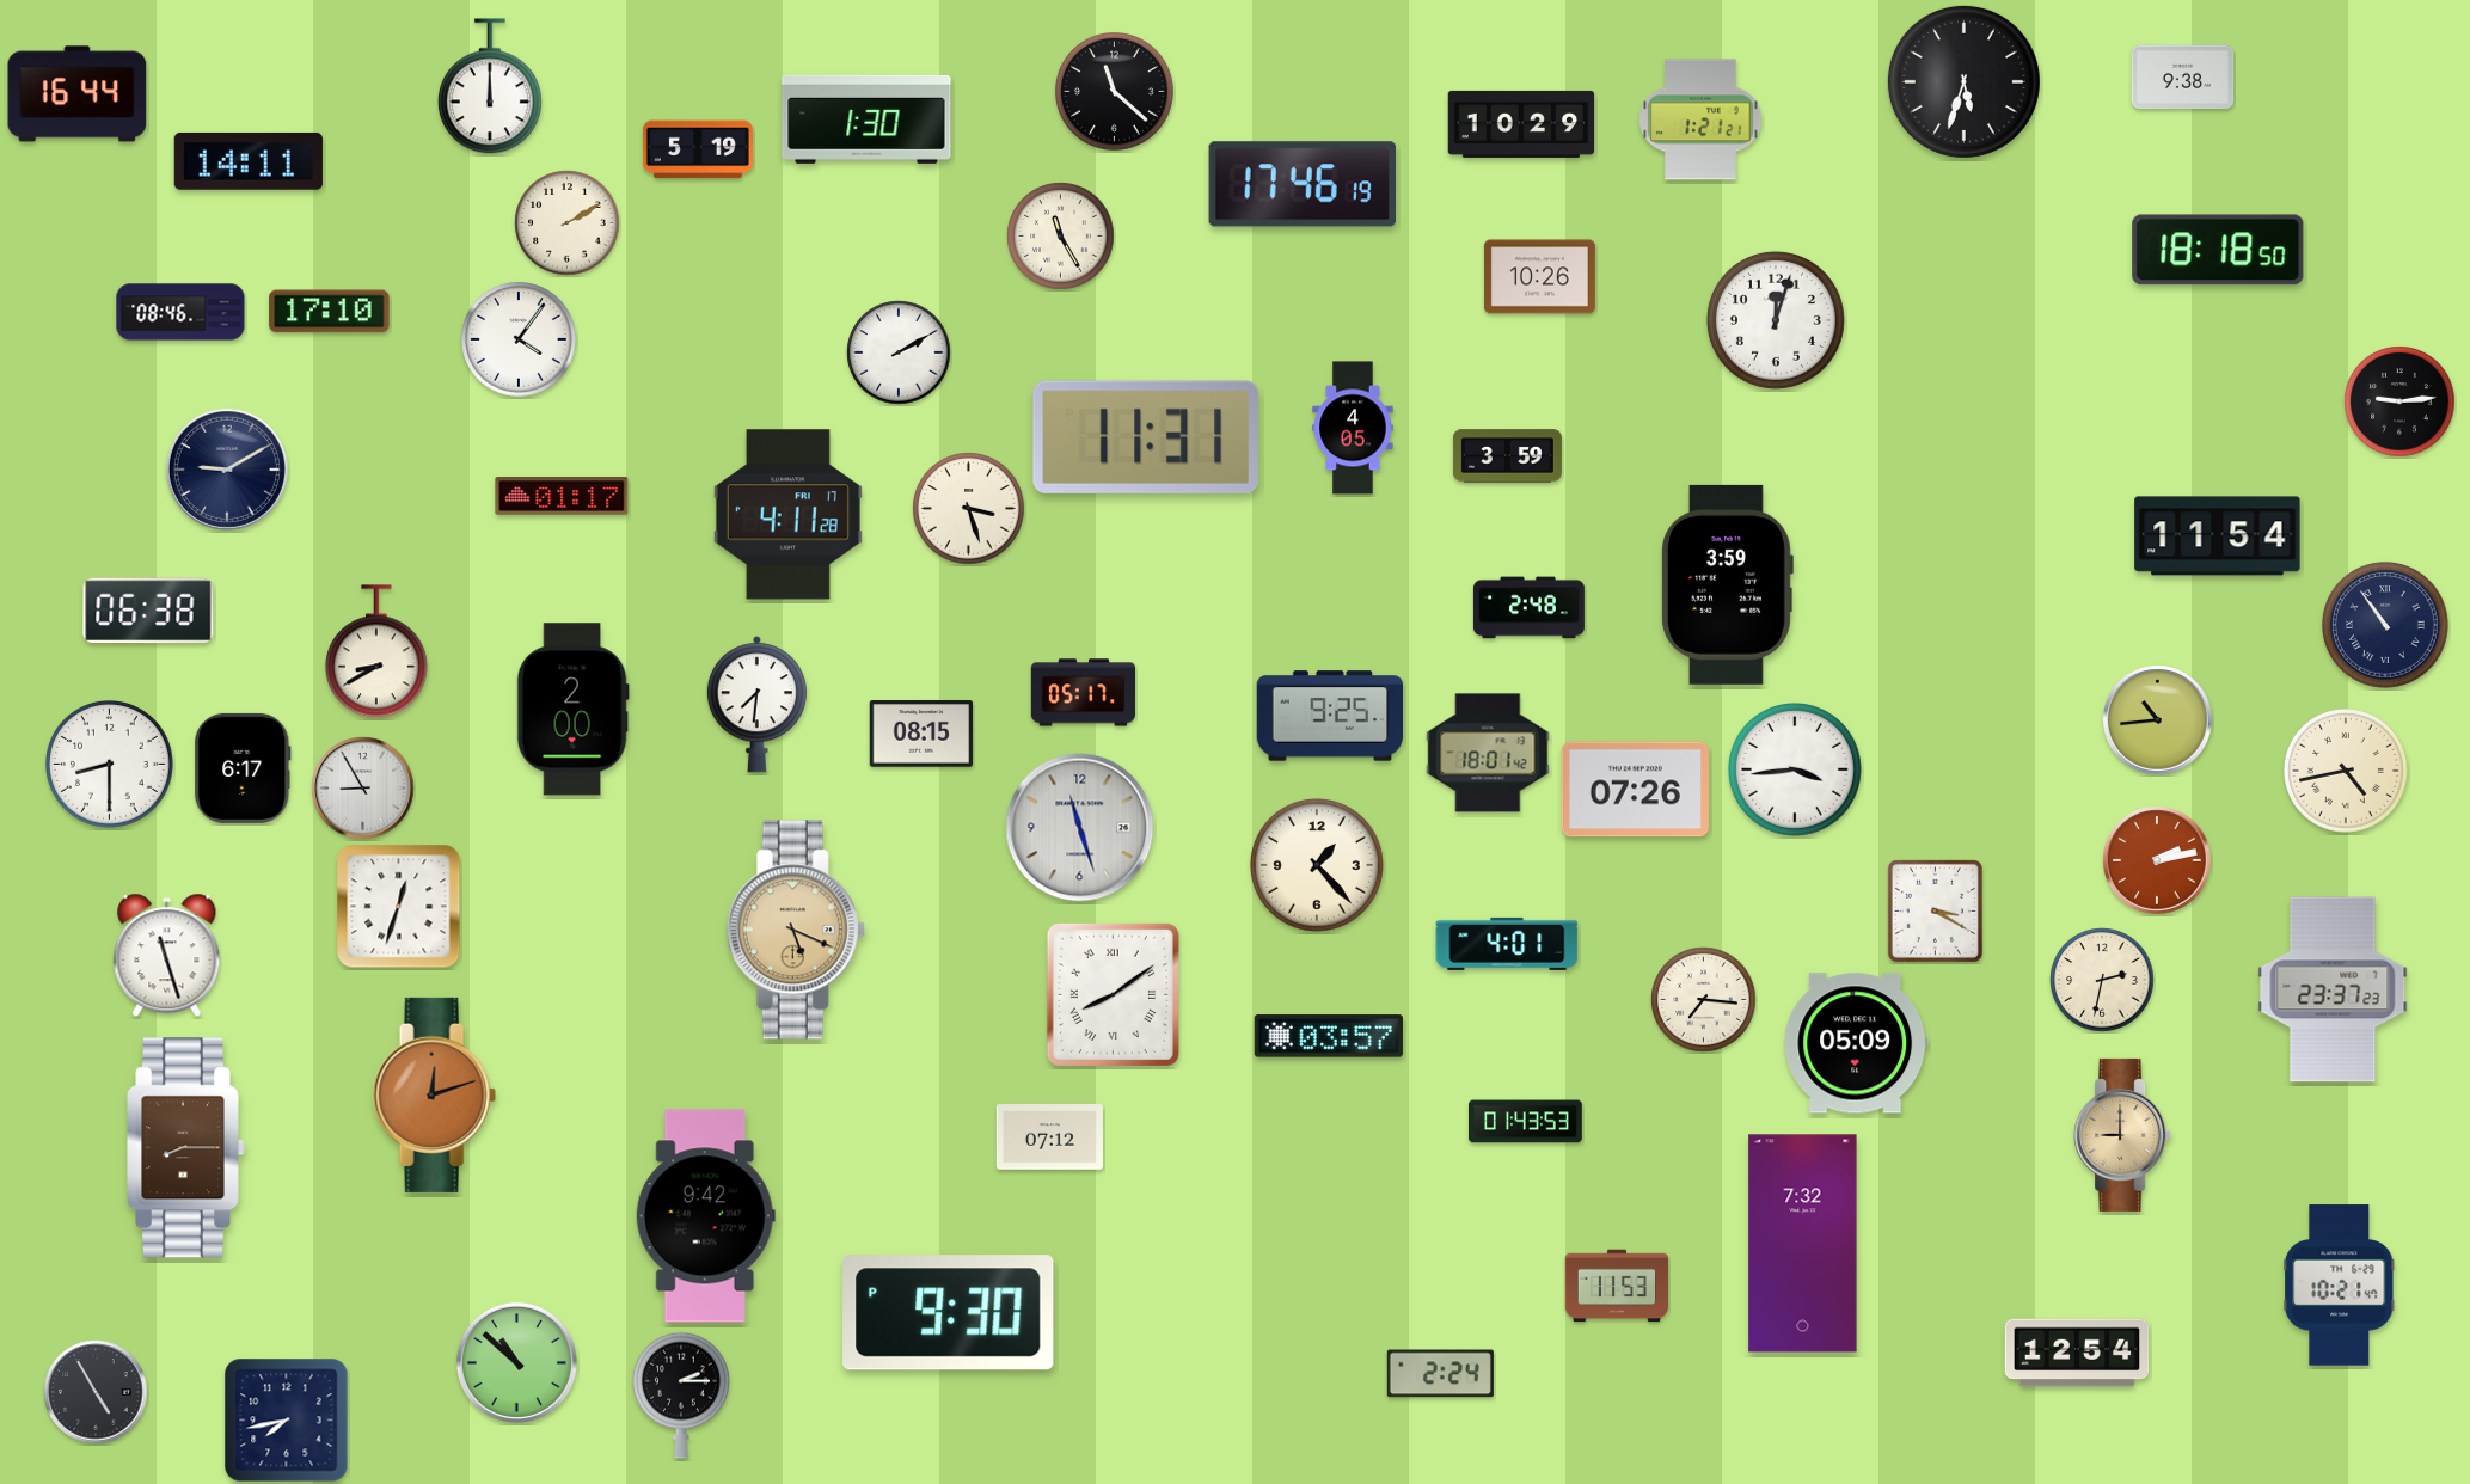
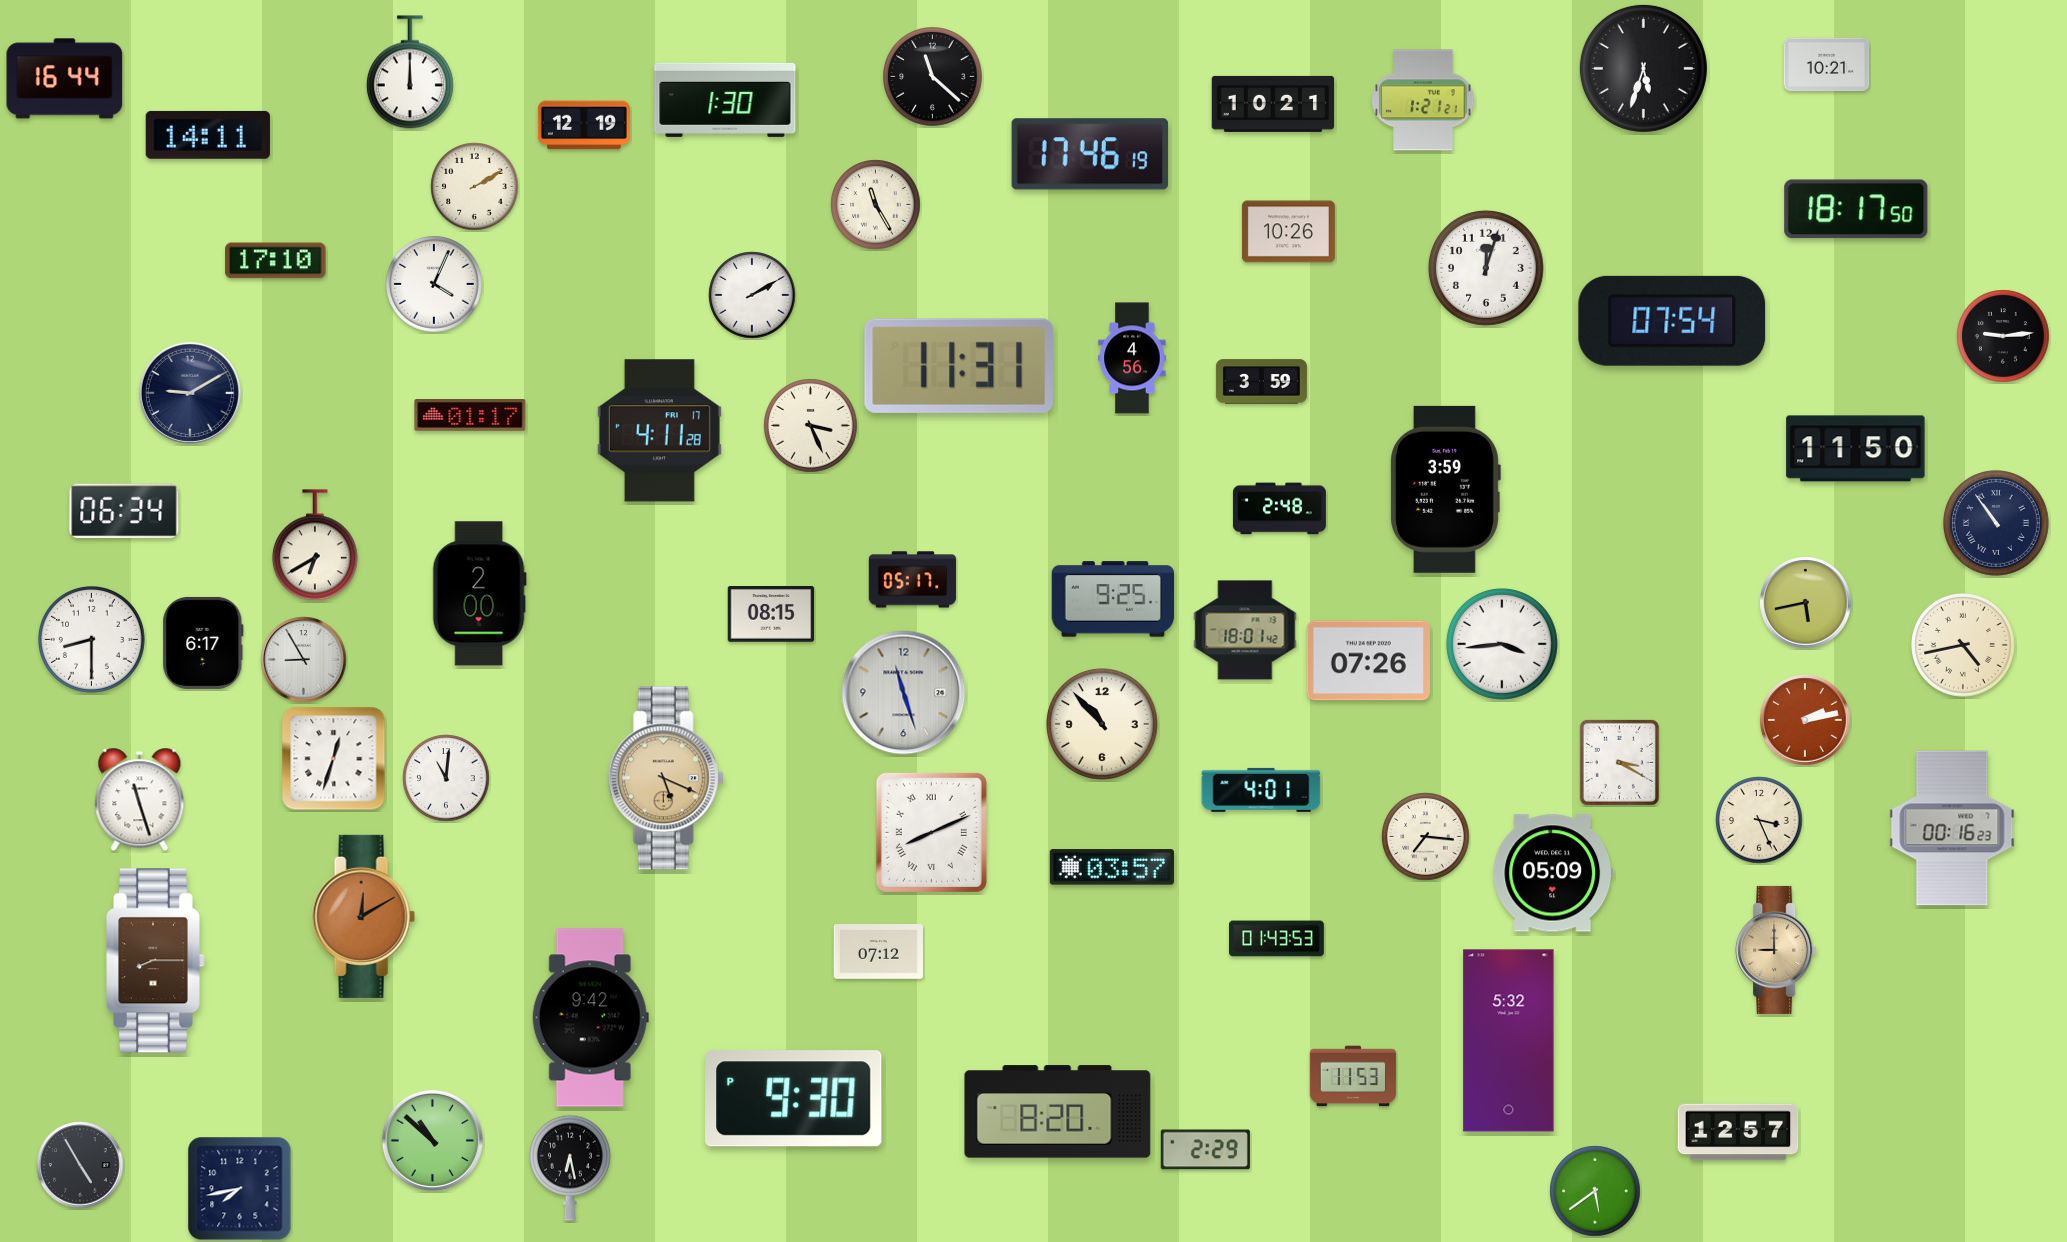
clock at (2183, 78): 9:38 -> 10:21
clock at (1521, 124): 10:29 -> 10:21
clock at (698, 149): 5:19 -> 12:19
clock at (1061, 237) position: (1061, 237) -> (876, 205)
clock at (2218, 250): 18:18 -> 18:17
clock at (180, 312): 08:46 -> none
clock at (519, 339): 4:06 -> 4:04
clock at (1672, 321): none -> 07:54
clock at (2399, 401) position: (2399, 401) -> (2003, 336)
clock at (1353, 428): 4:05 -> 4:56
clock at (969, 509): 3:27 -> 3:26
clock at (2218, 536): 11:54 -> 11:50
clock at (148, 611): 06:38 -> 06:34
clock at (376, 652): 8:40 -> 6:40
clock at (1084, 693) position: (1084, 693) -> (913, 580)
clock at (756, 705): 7:31 -> none
clock at (2158, 720): 10:44 -> 5:43
clock at (1317, 865): 1:23 -> 10:53
clock at (446, 778): none -> 11:01
clock at (2102, 980): 2:32 -> 3:26
clock at (2333, 989): 23:37 -> 00:16
clock at (1113, 994): 8:09 -> 8:11
clock at (434, 1094): 12:12 -> 12:10
clock at (1803, 1244): 7:32 -> 5:32
clock at (2340, 1286): 10:21 -> none
clock at (1058, 1112): none -> 8:20
clock at (2077, 1353): 12:54 -> 12:57
clock at (1440, 1374): 2:24 -> 2:29
clock at (681, 1396): 2:15 -> 6:28
clock at (1595, 1191): none -> 5:39
